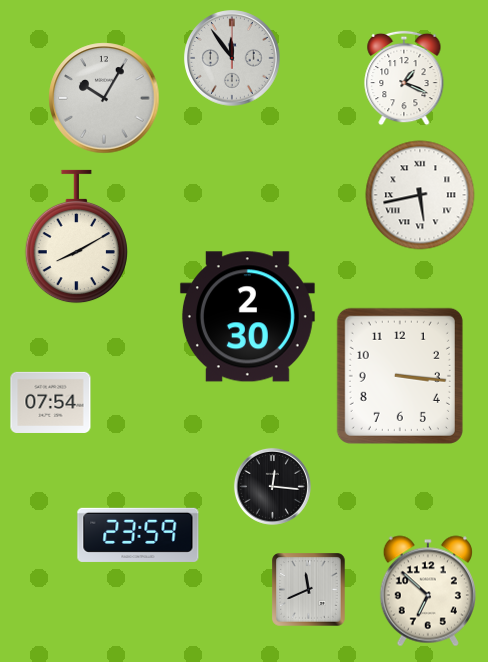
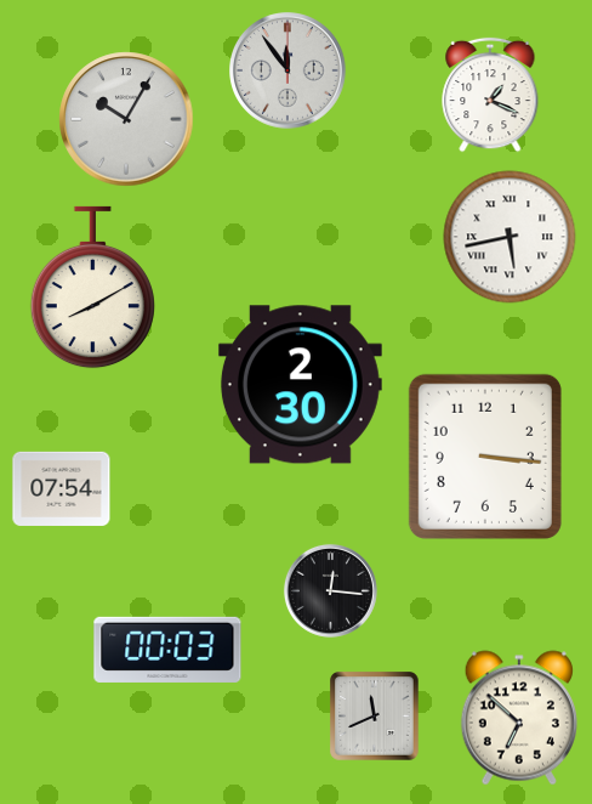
clock at (232, 58) position: (232, 58) -> (288, 70)
clock at (138, 535): 23:59 -> 00:03
